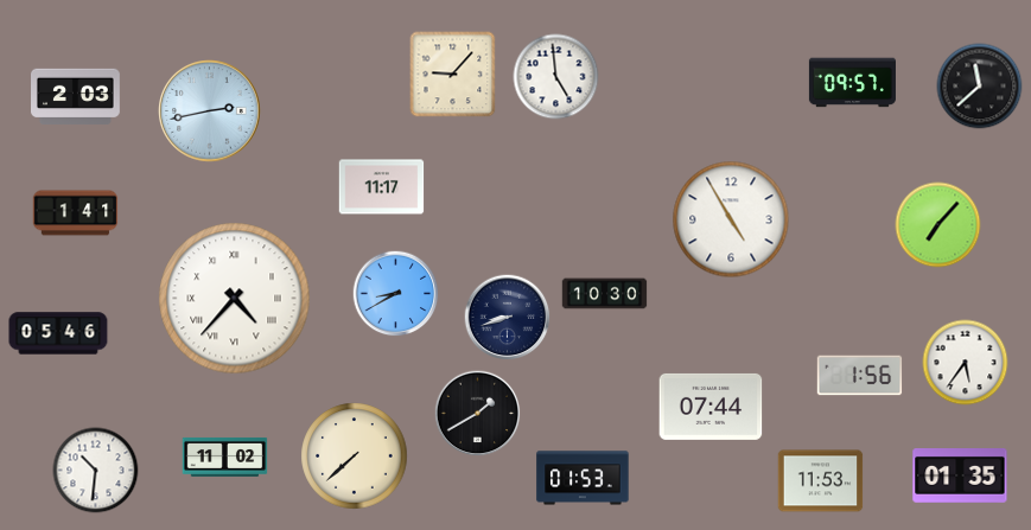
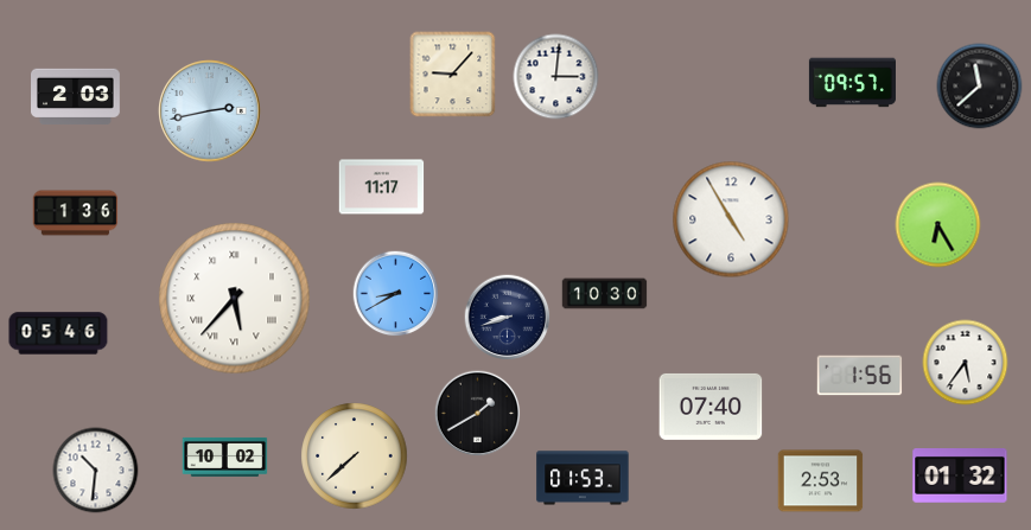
clock at (556, 77): 4:59 -> 3:01
clock at (76, 213): 1:41 -> 1:36
clock at (938, 225): 7:07 -> 6:25
clock at (235, 299): 4:37 -> 5:37
clock at (711, 407): 07:44 -> 07:40
clock at (225, 456): 11:02 -> 10:02
clock at (960, 477): 01:35 -> 01:32
clock at (821, 481): 11:53 -> 2:53
